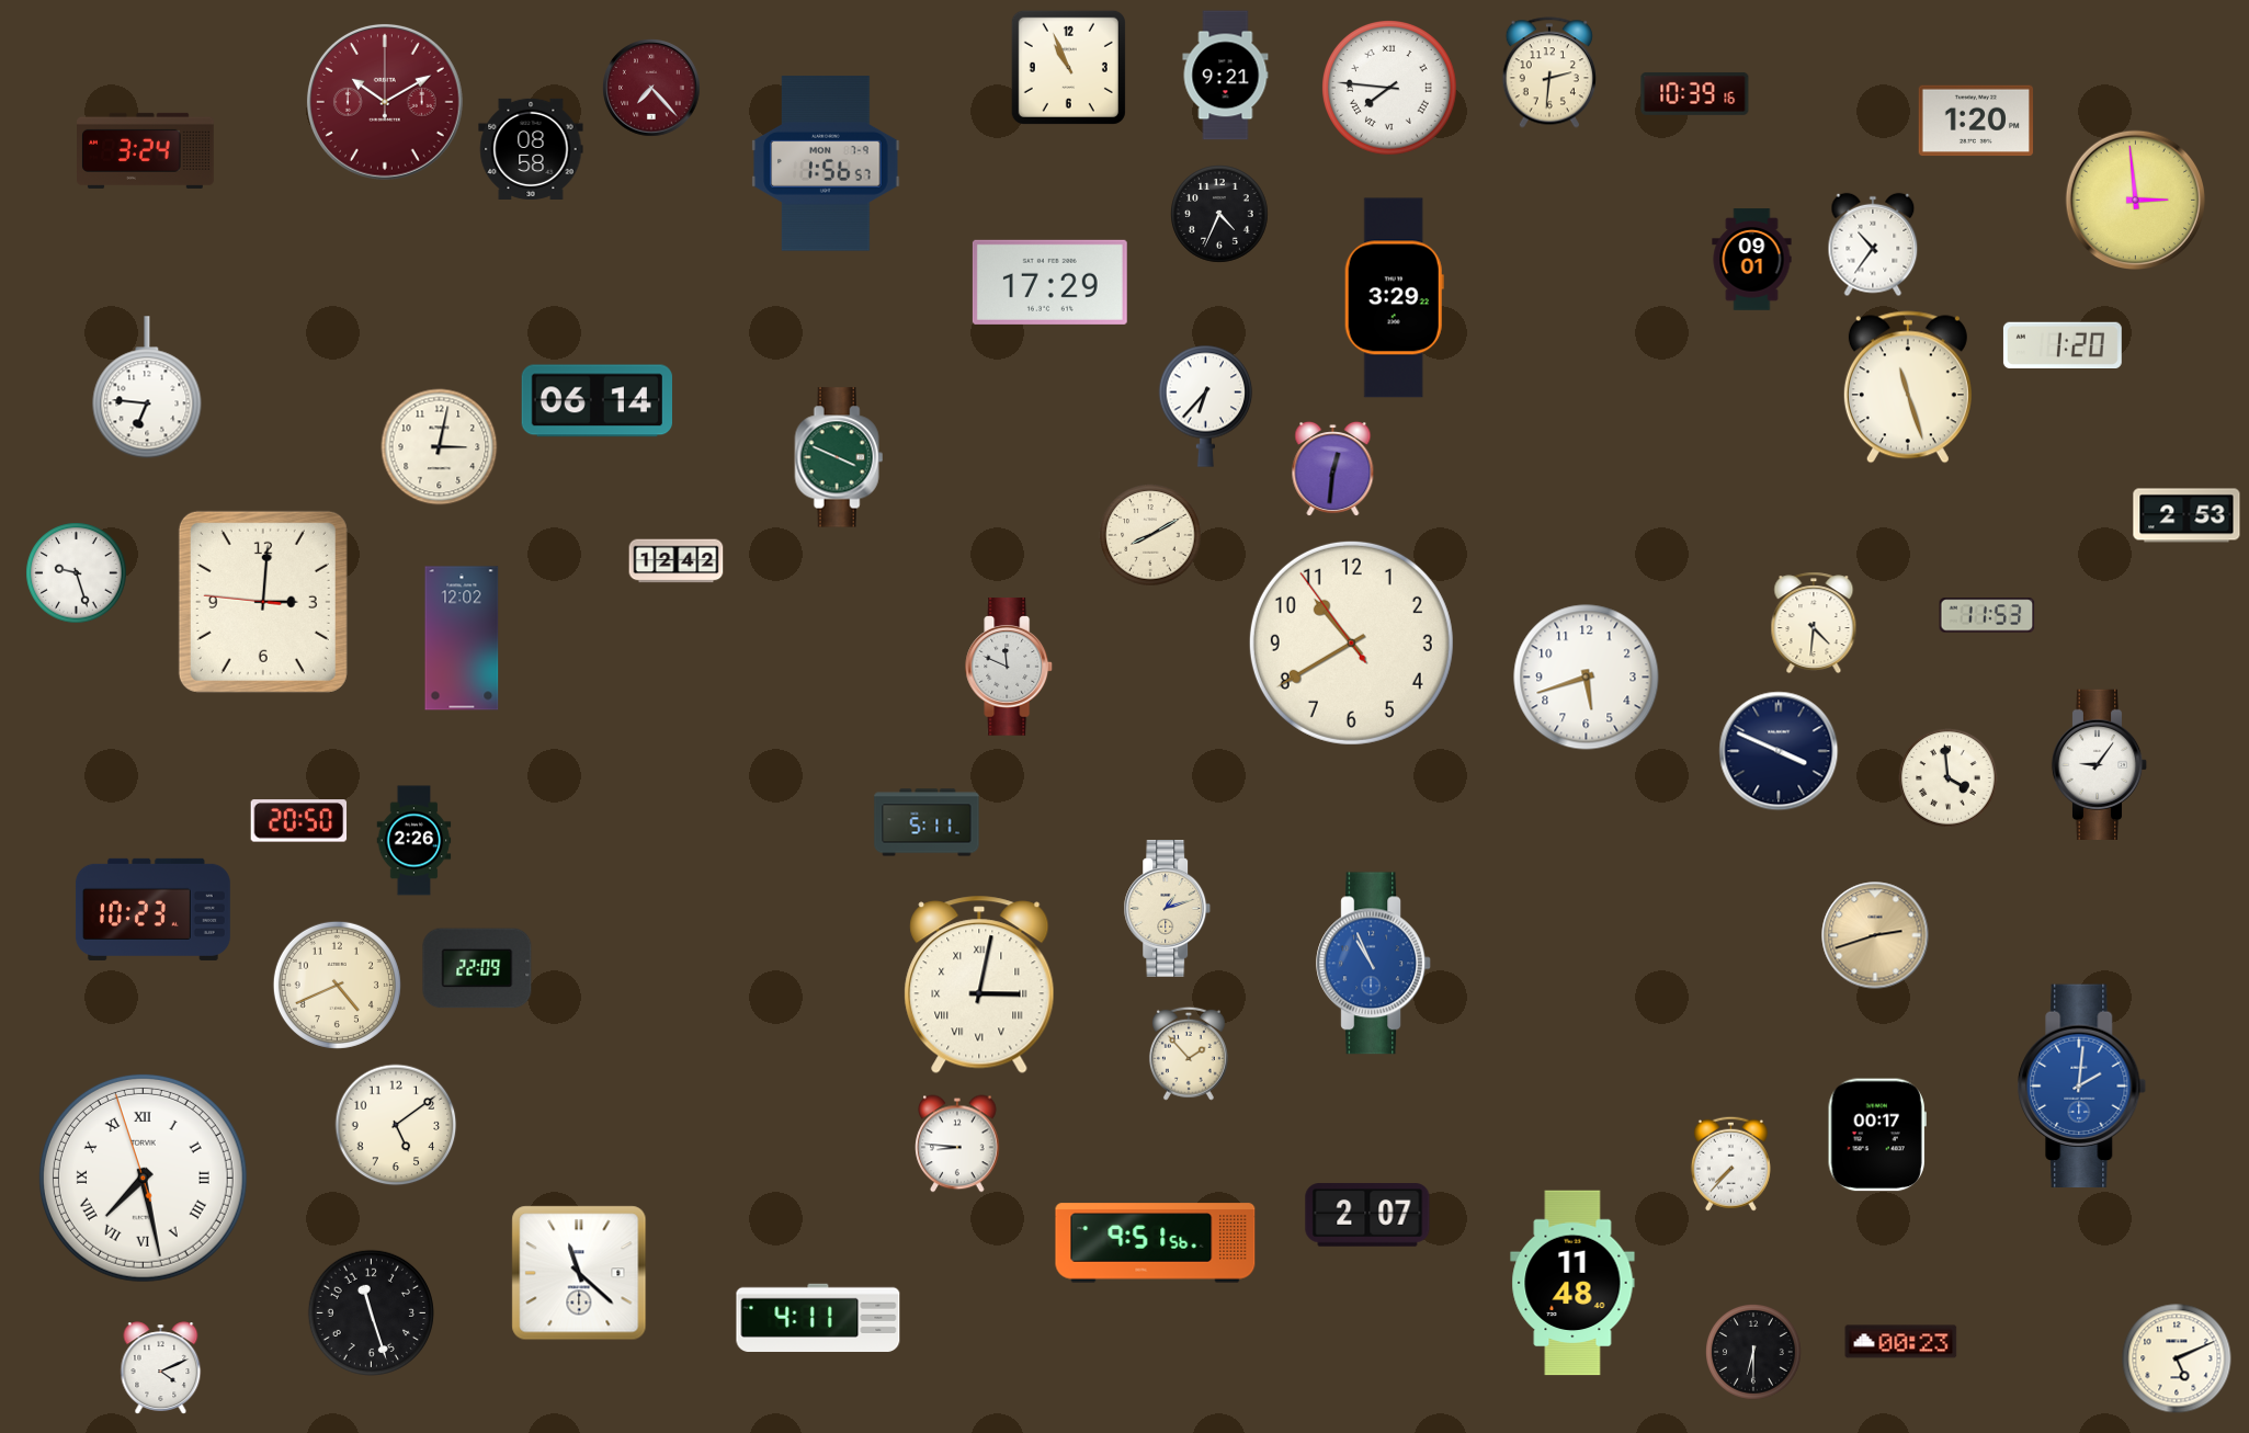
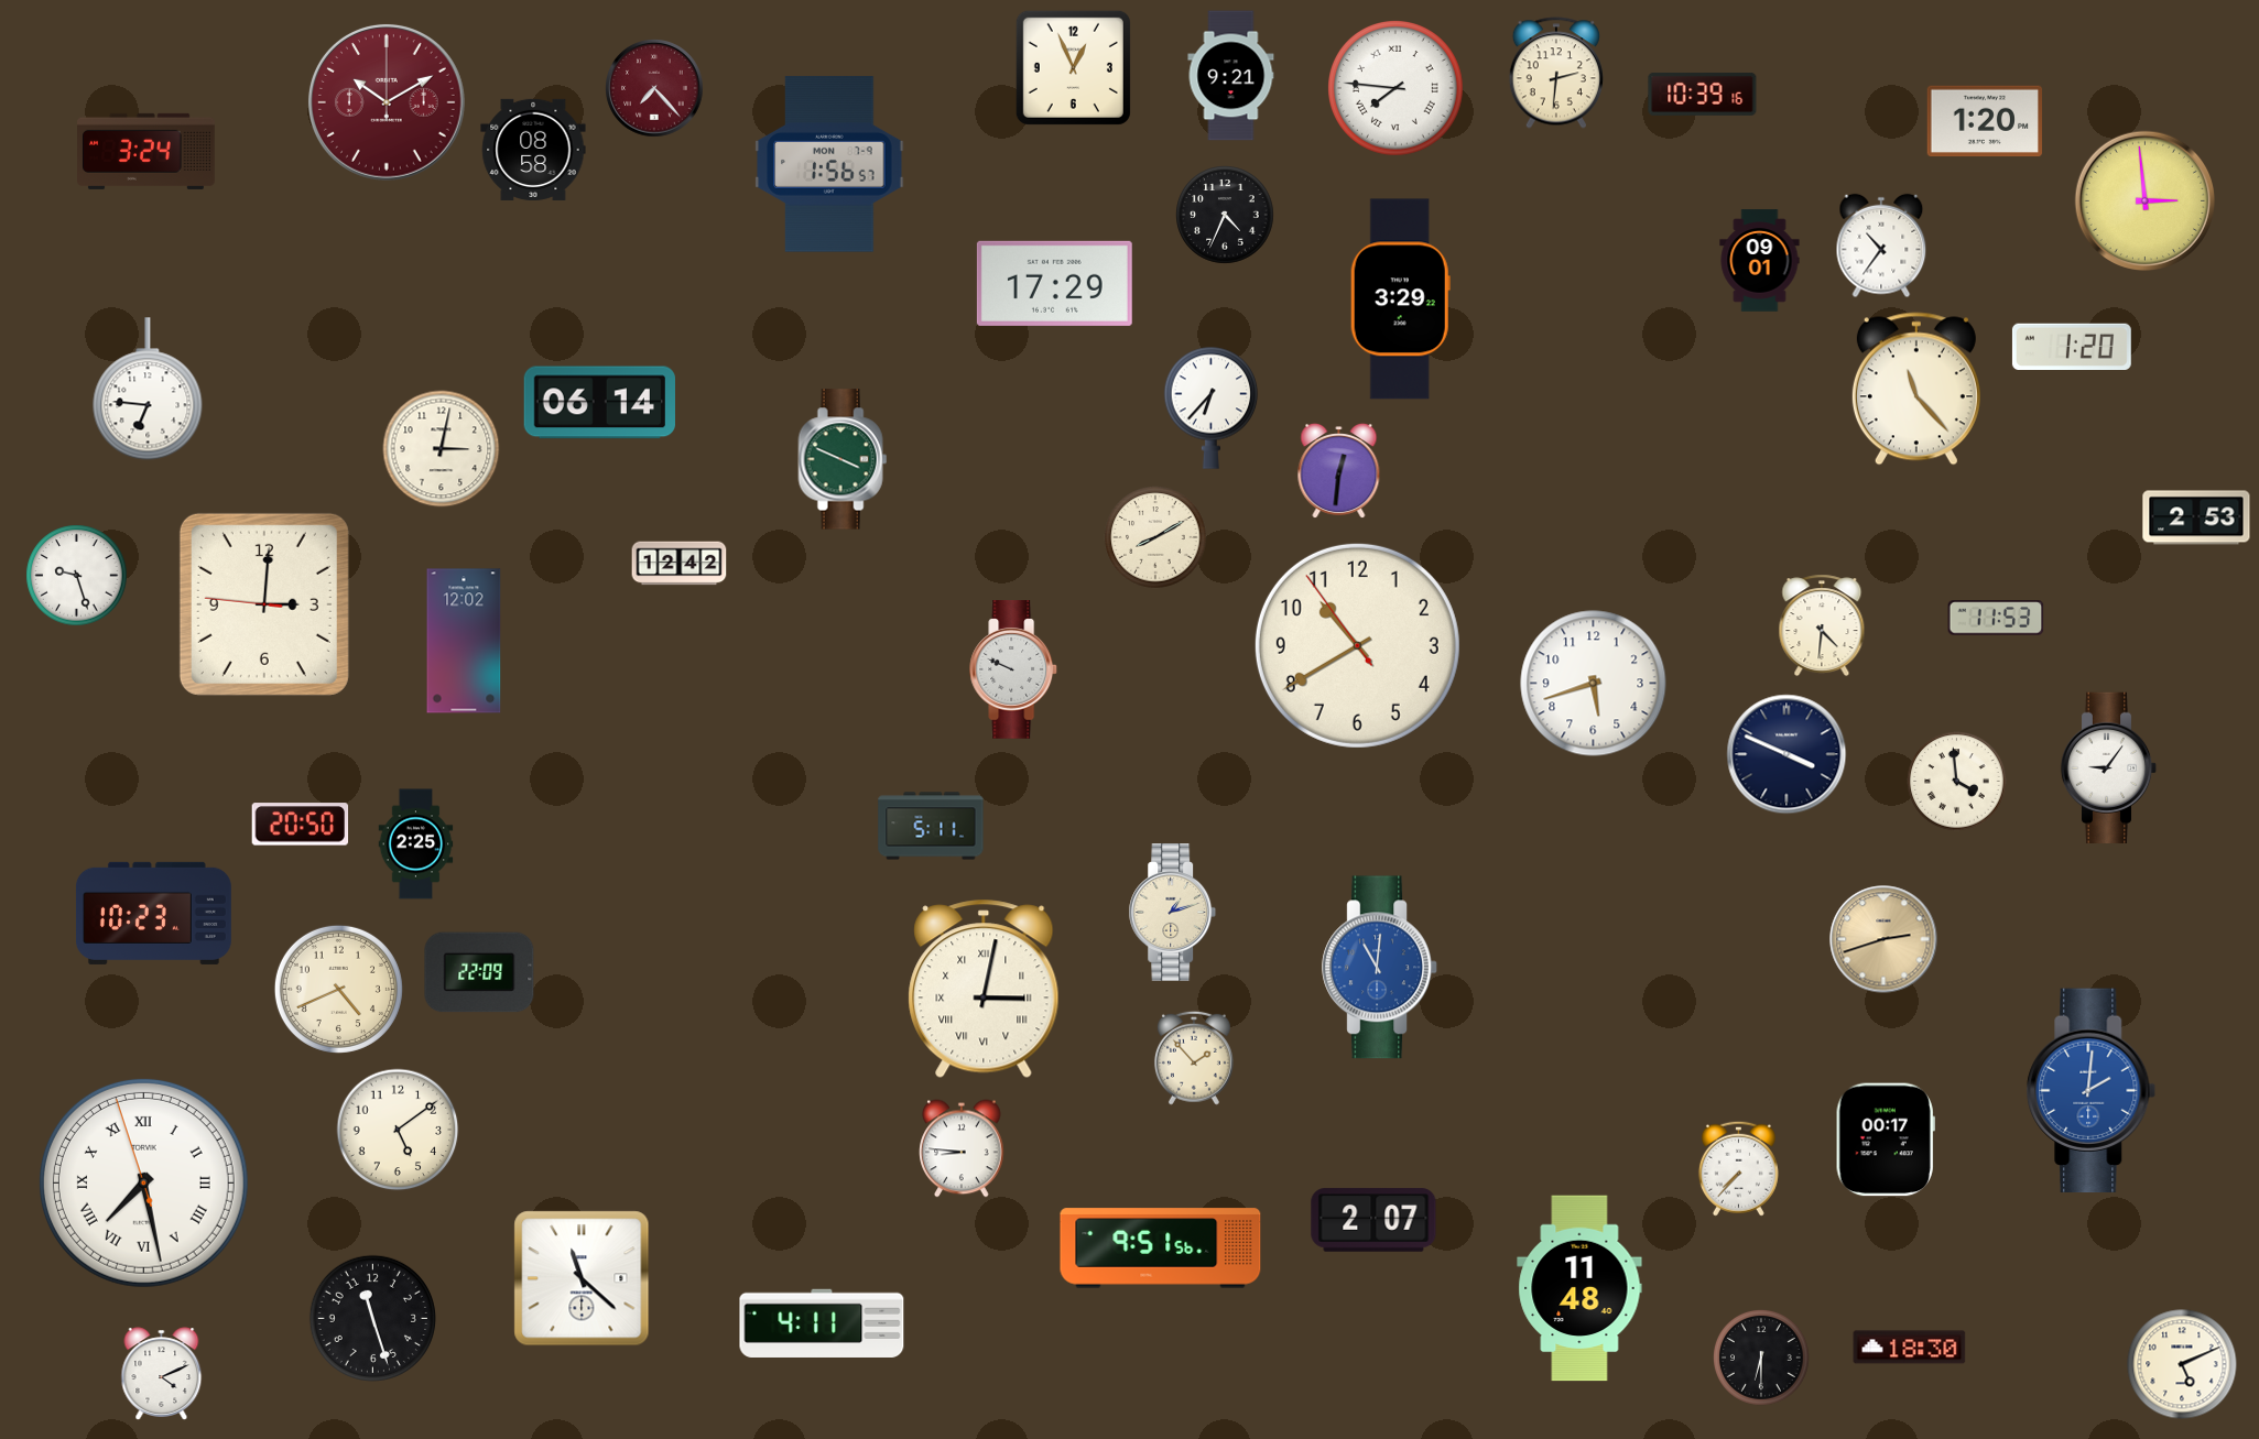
clock at (1068, 67): 10:56 -> 12:56
clock at (1908, 387): 11:27 -> 11:23
clock at (1010, 667): 11:49 -> 9:49
clock at (1587, 678) position: (1587, 678) -> (1594, 684)
clock at (414, 841): 2:26 -> 2:25
clock at (1373, 964): 10:56 -> 11:01
clock at (1901, 1342): 00:23 -> 18:30
clock at (2177, 1358) position: (2177, 1358) -> (2182, 1364)
